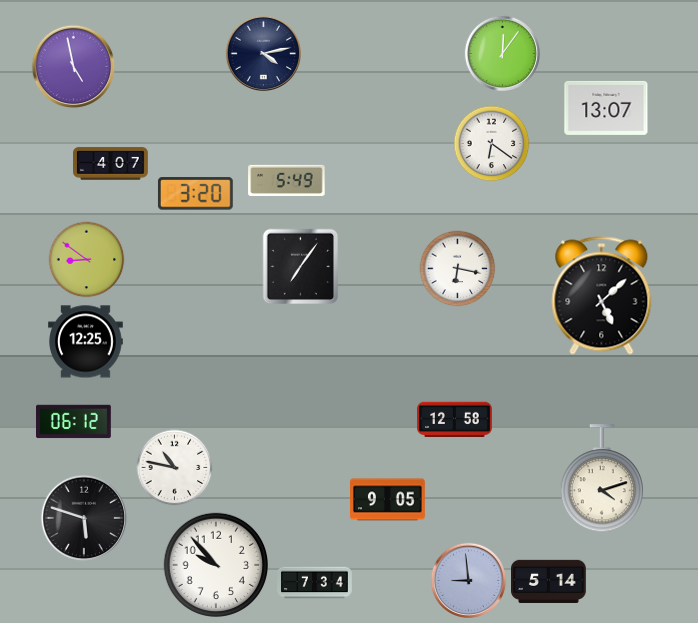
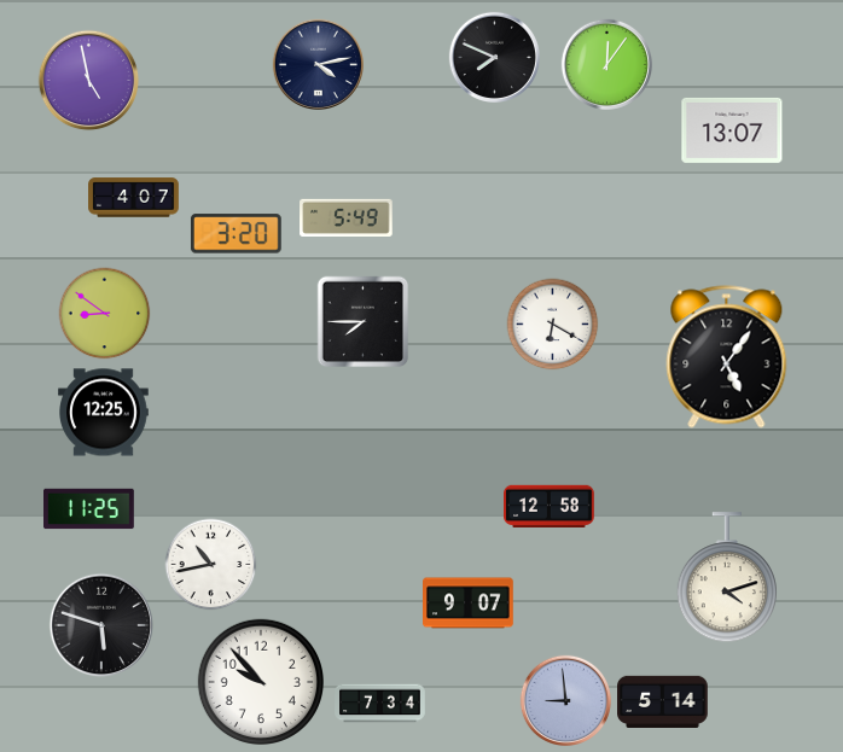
clock at (494, 57): none -> 7:49
clock at (492, 144): 6:21 -> none
clock at (301, 267): 7:06 -> 7:45
clock at (458, 269): 6:17 -> 6:20
clock at (602, 296): 5:08 -> 5:06
clock at (74, 422): 06:12 -> 11:25
clock at (175, 468): 10:47 -> 10:43
clock at (388, 500): 9:05 -> 9:07
